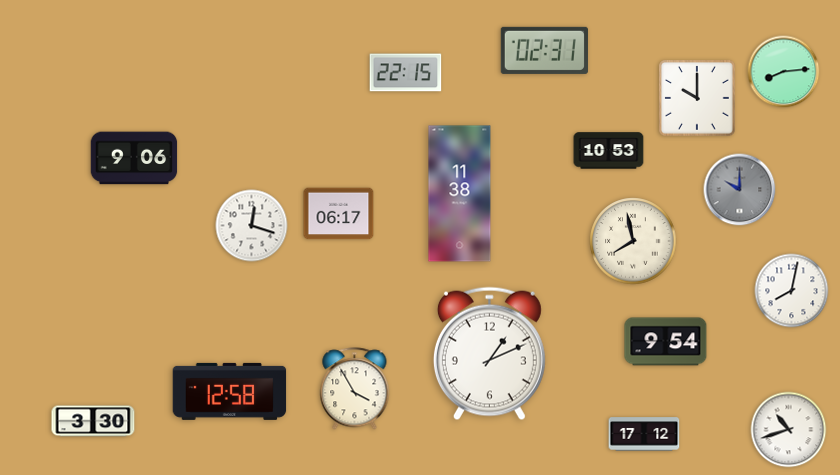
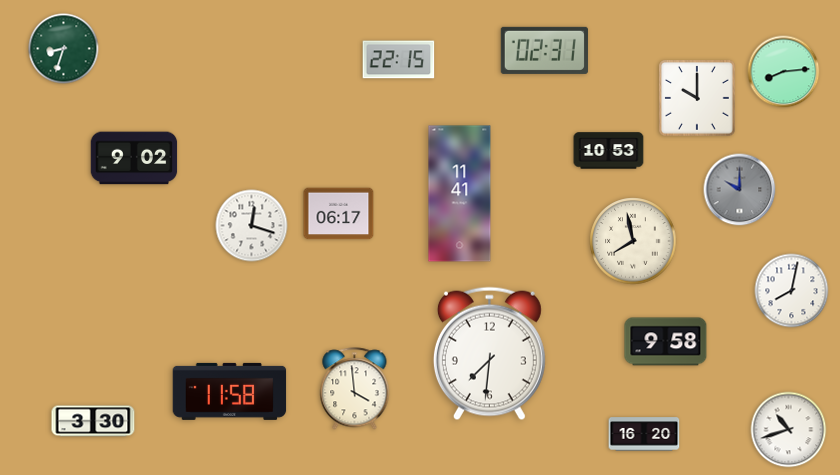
clock at (64, 49): none -> 8:33
clock at (406, 73) position: (406, 73) -> (399, 60)
clock at (134, 158): 9:06 -> 9:02
clock at (460, 194): 11:38 -> 11:41
clock at (666, 342): 9:54 -> 9:58
clock at (489, 354): 1:11 -> 7:31
clock at (355, 389): 3:55 -> 3:59
clock at (230, 391): 12:58 -> 11:58
clock at (644, 434): 17:12 -> 16:20
